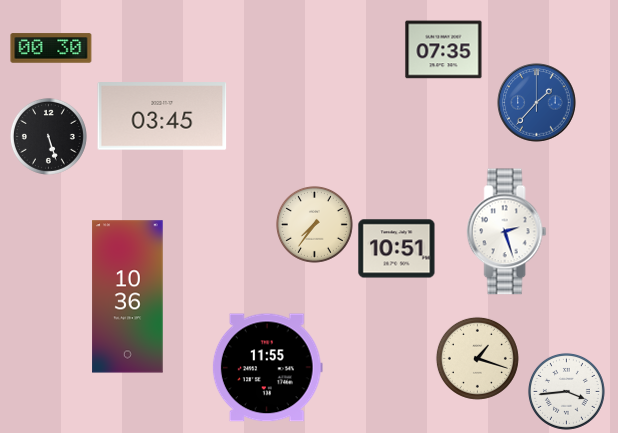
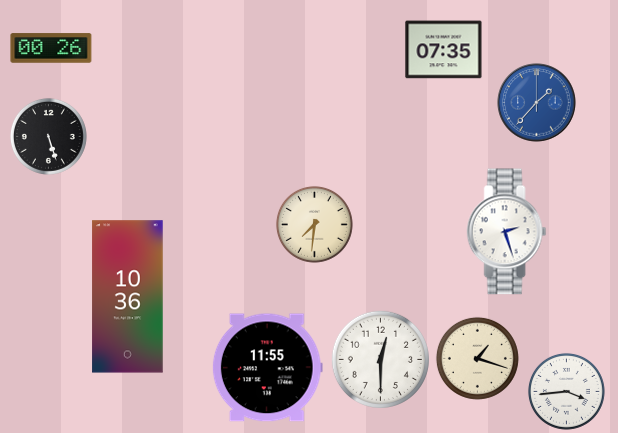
clock at (51, 48): 00:30 -> 00:26
clock at (162, 116): 03:45 -> none
clock at (314, 224): 7:36 -> 7:31
clock at (397, 249): 10:51 -> none
clock at (380, 359): none -> 12:30
